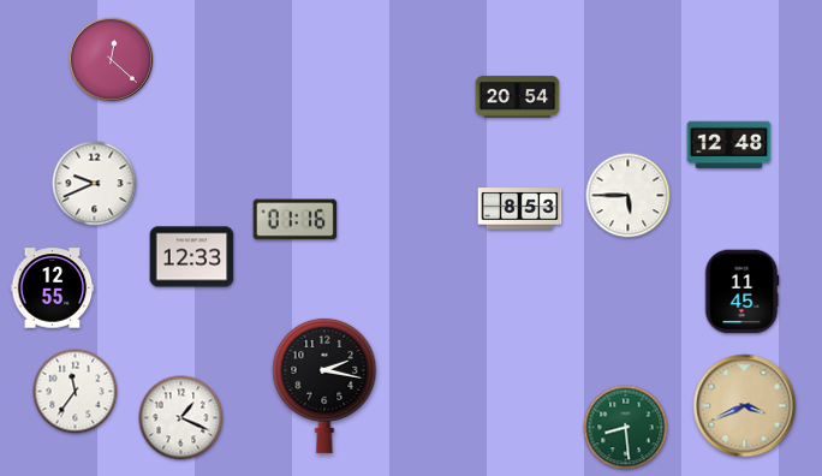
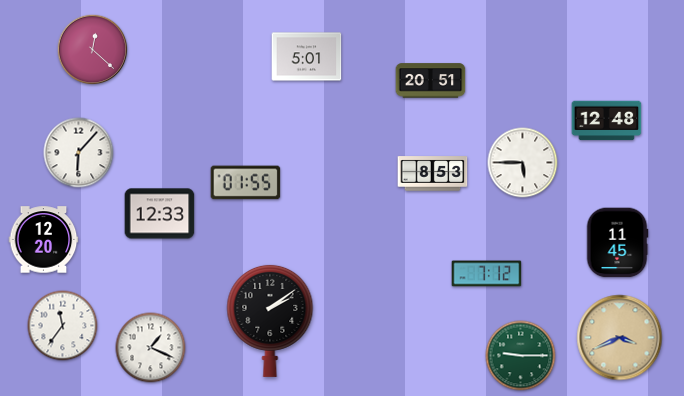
clock at (307, 57): none -> 5:01
clock at (518, 97): 20:54 -> 20:51
clock at (95, 184): 9:41 -> 6:07
clock at (296, 220): 01:16 -> 01:55
clock at (53, 288): 12:55 -> 12:20
clock at (487, 274): none -> 7:12
clock at (324, 385): 2:17 -> 2:09
clock at (626, 428): 8:29 -> 9:15
